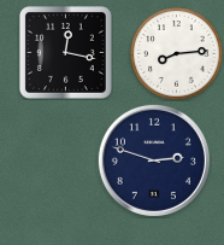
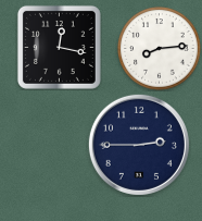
clock at (154, 161): 2:48 -> 2:45
